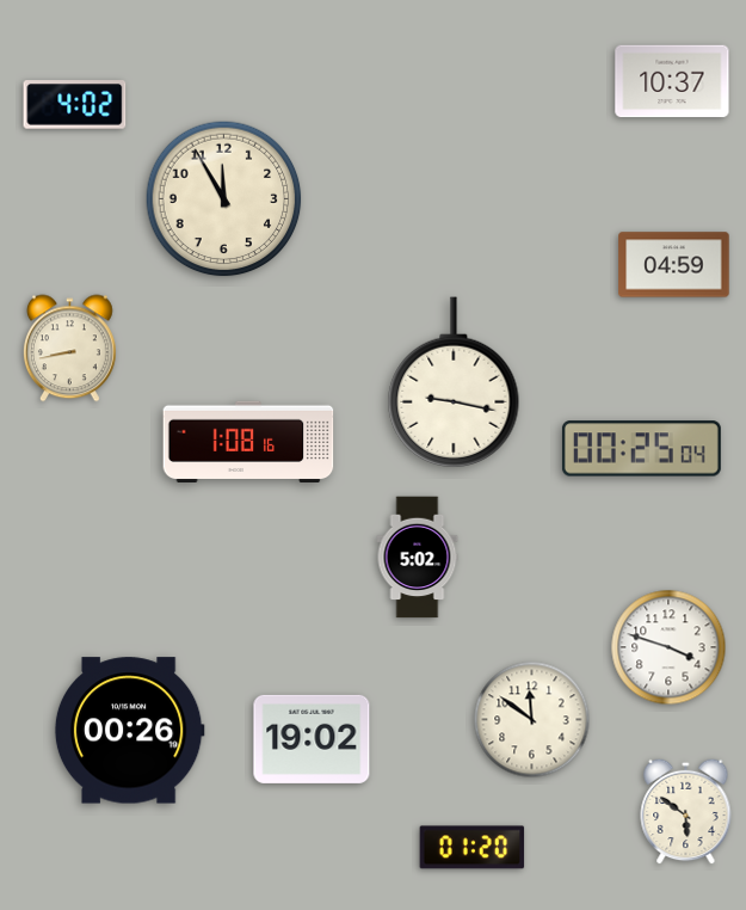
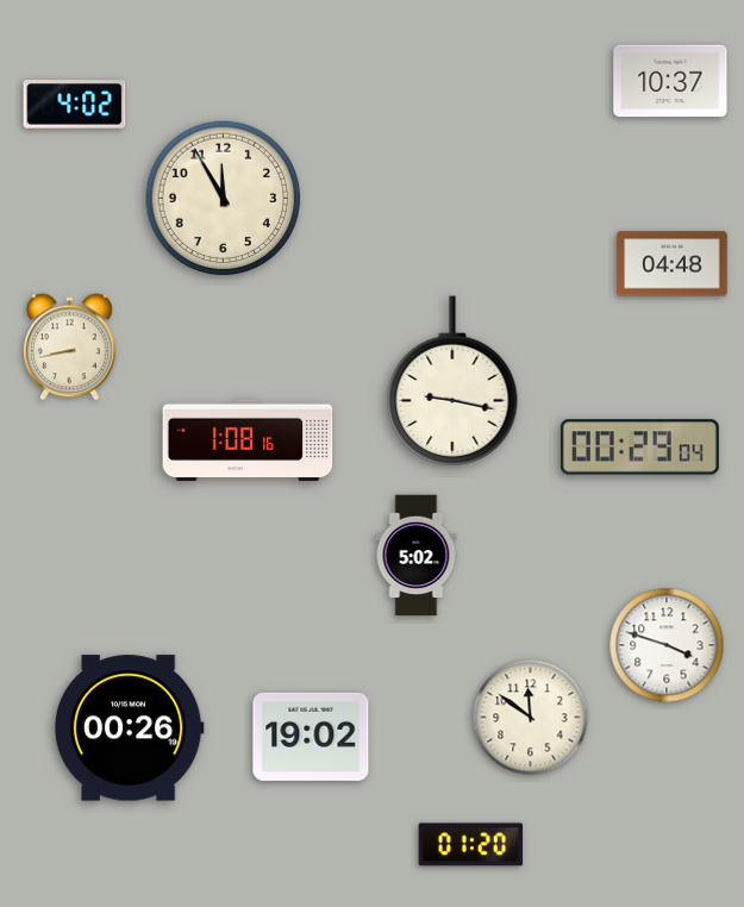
clock at (674, 265): 04:59 -> 04:48
clock at (641, 449): 00:25 -> 00:29
clock at (686, 811): 5:51 -> none
